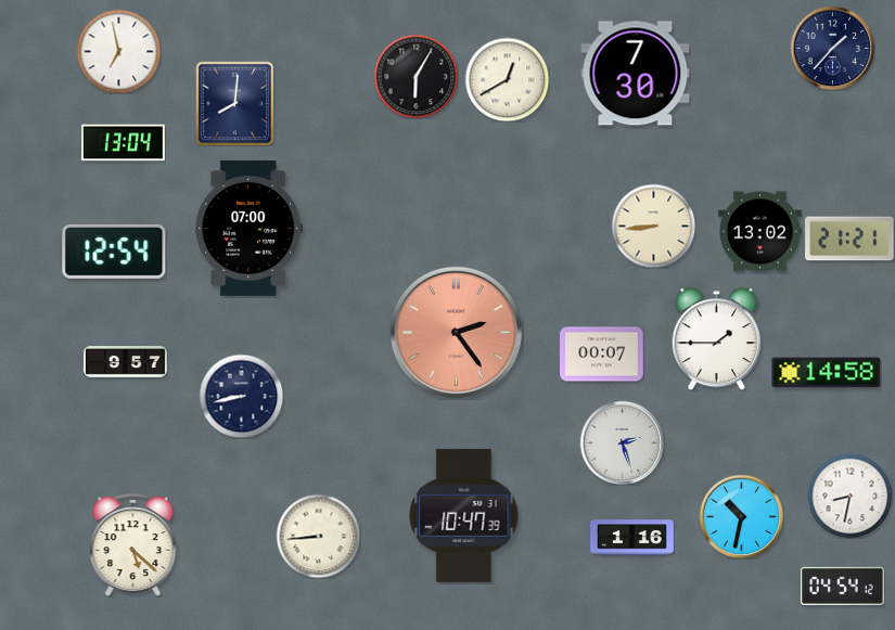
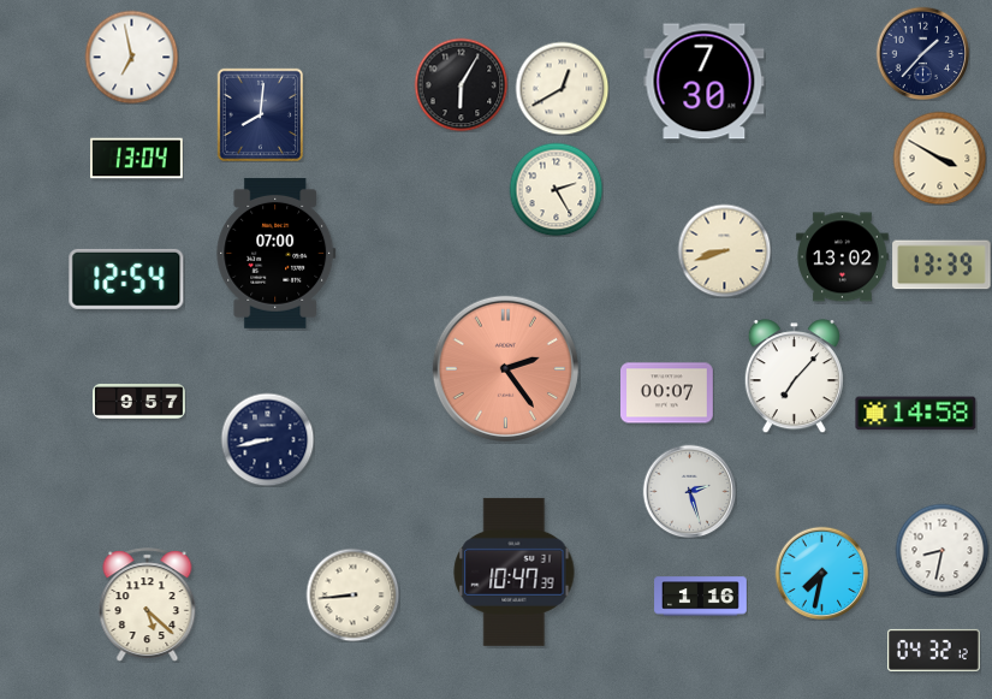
clock at (939, 158): none -> 3:50
clock at (556, 189): none -> 2:25
clock at (653, 226): 8:44 -> 8:42
clock at (849, 239): 21:21 -> 13:39
clock at (716, 339): 1:45 -> 7:07
clock at (741, 516): 10:32 -> 7:32
clock at (843, 586): 04:54 -> 04:32
